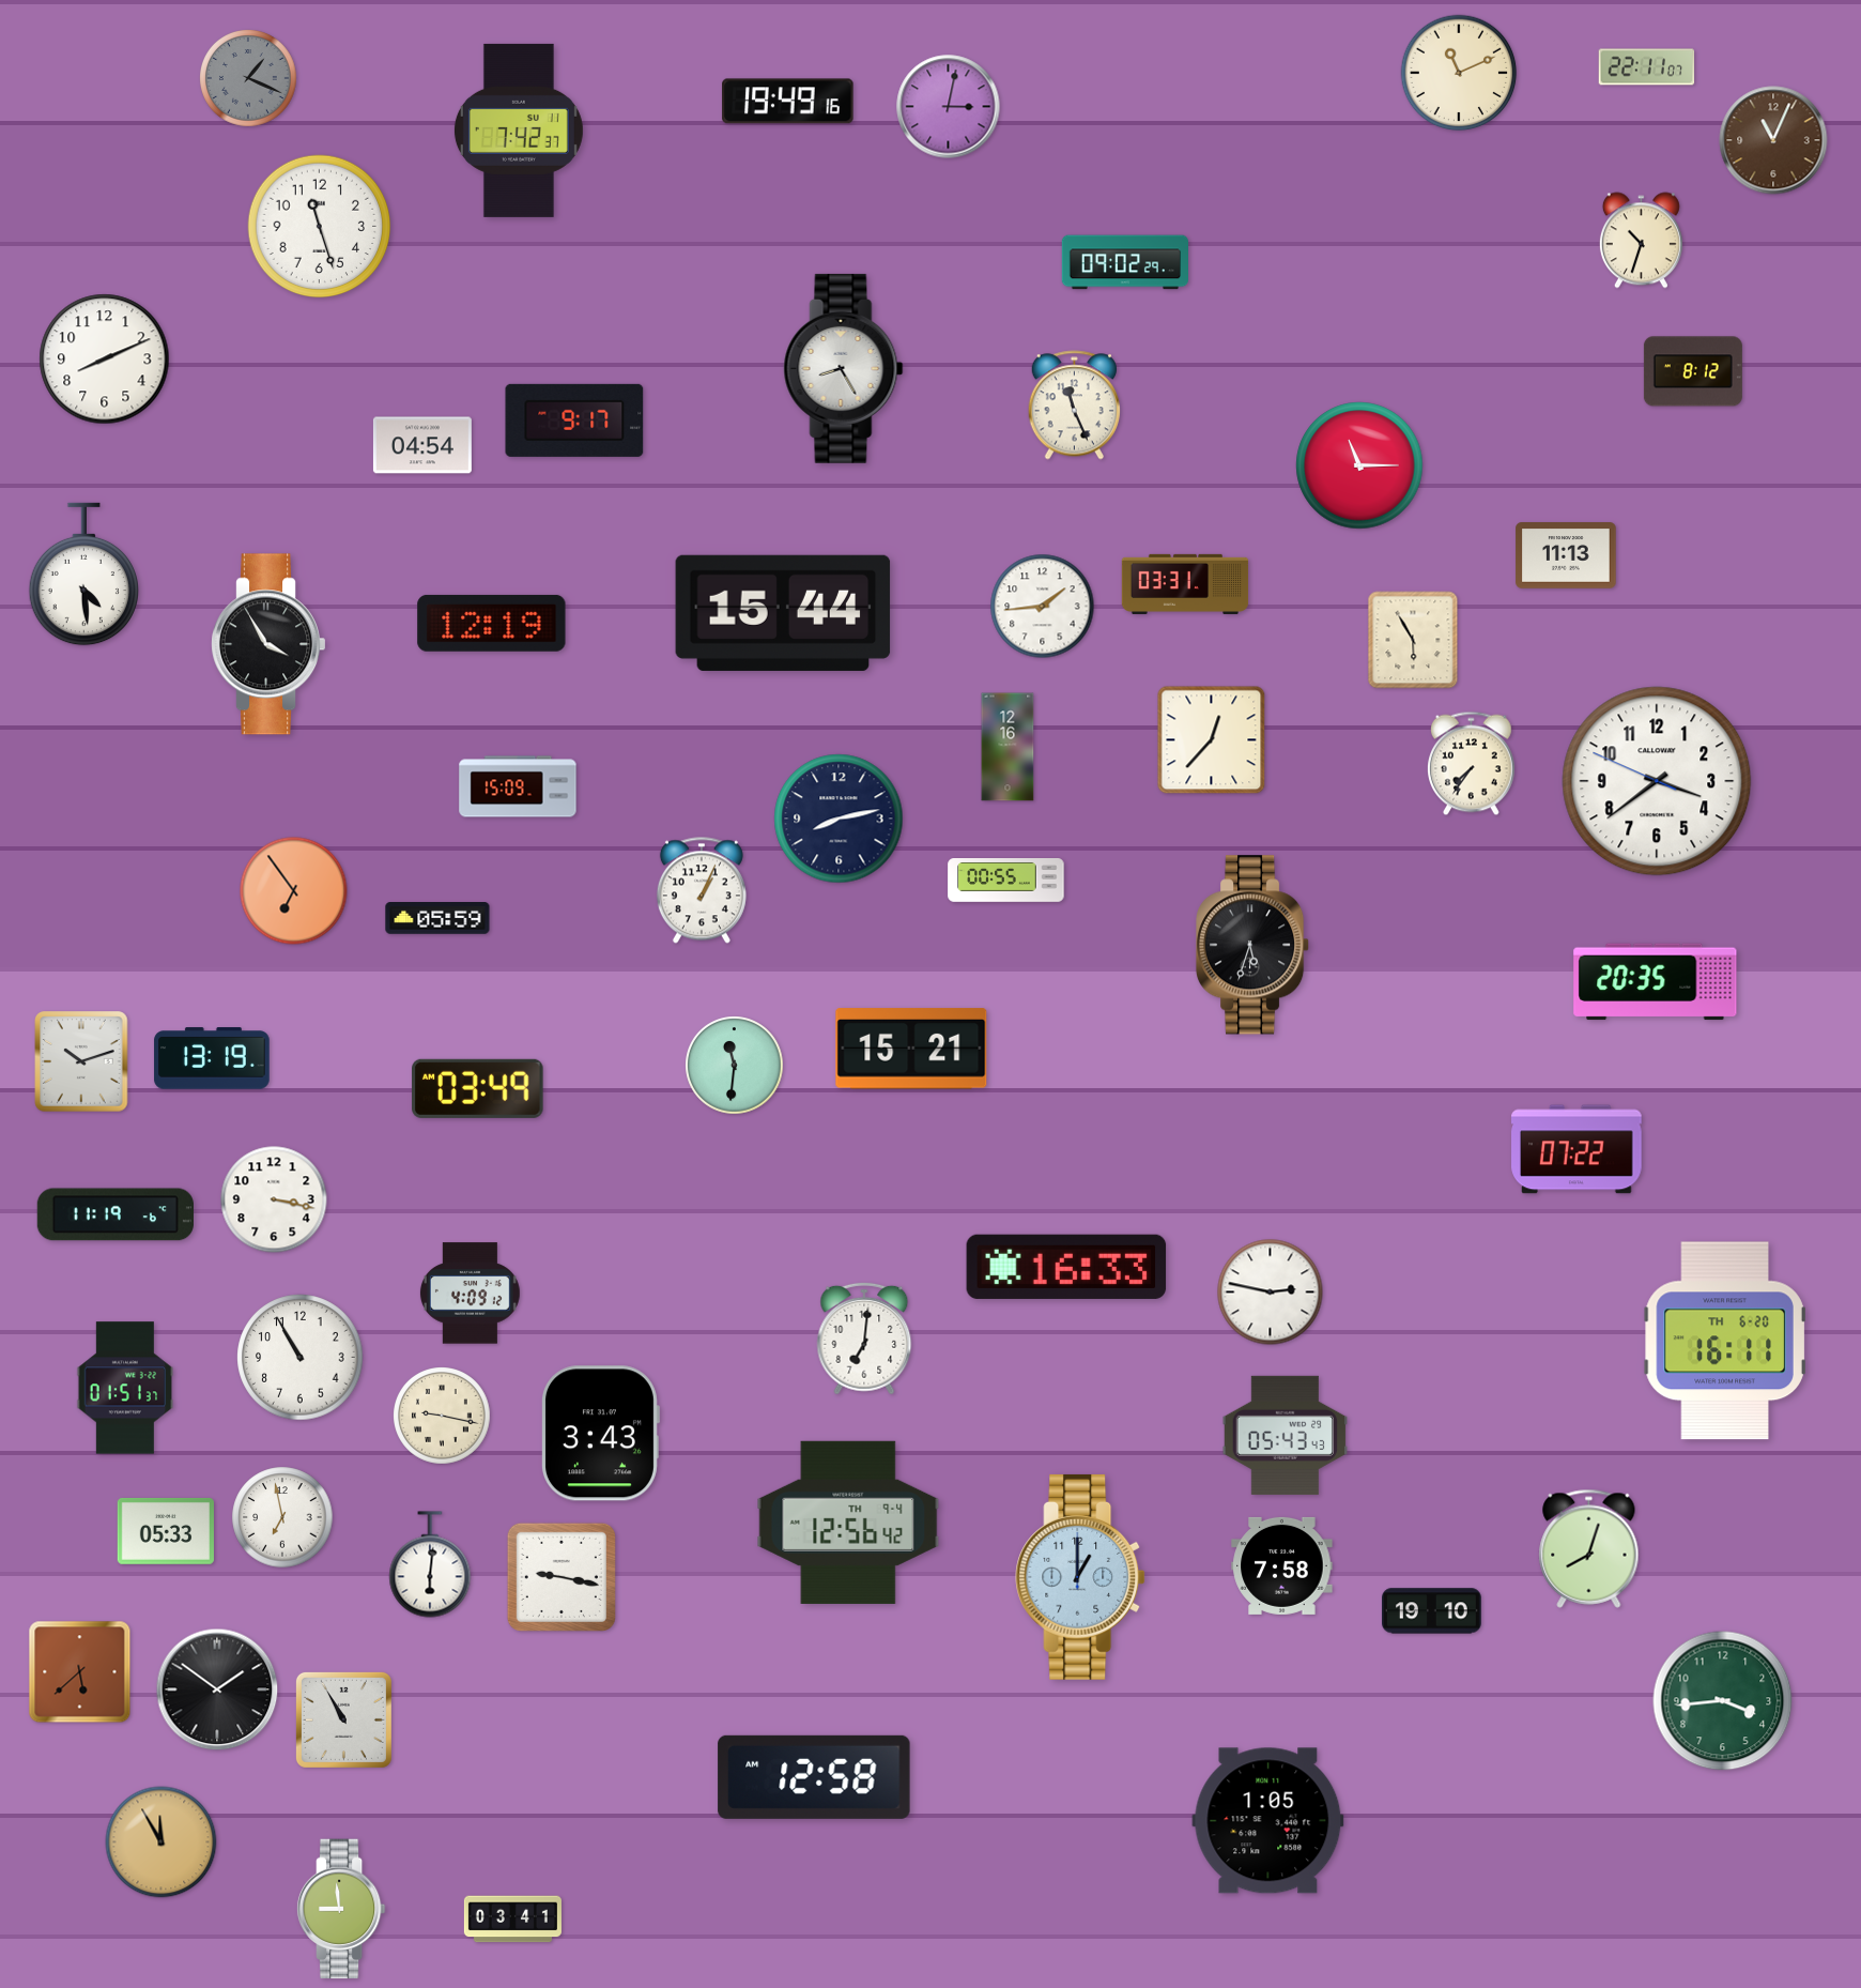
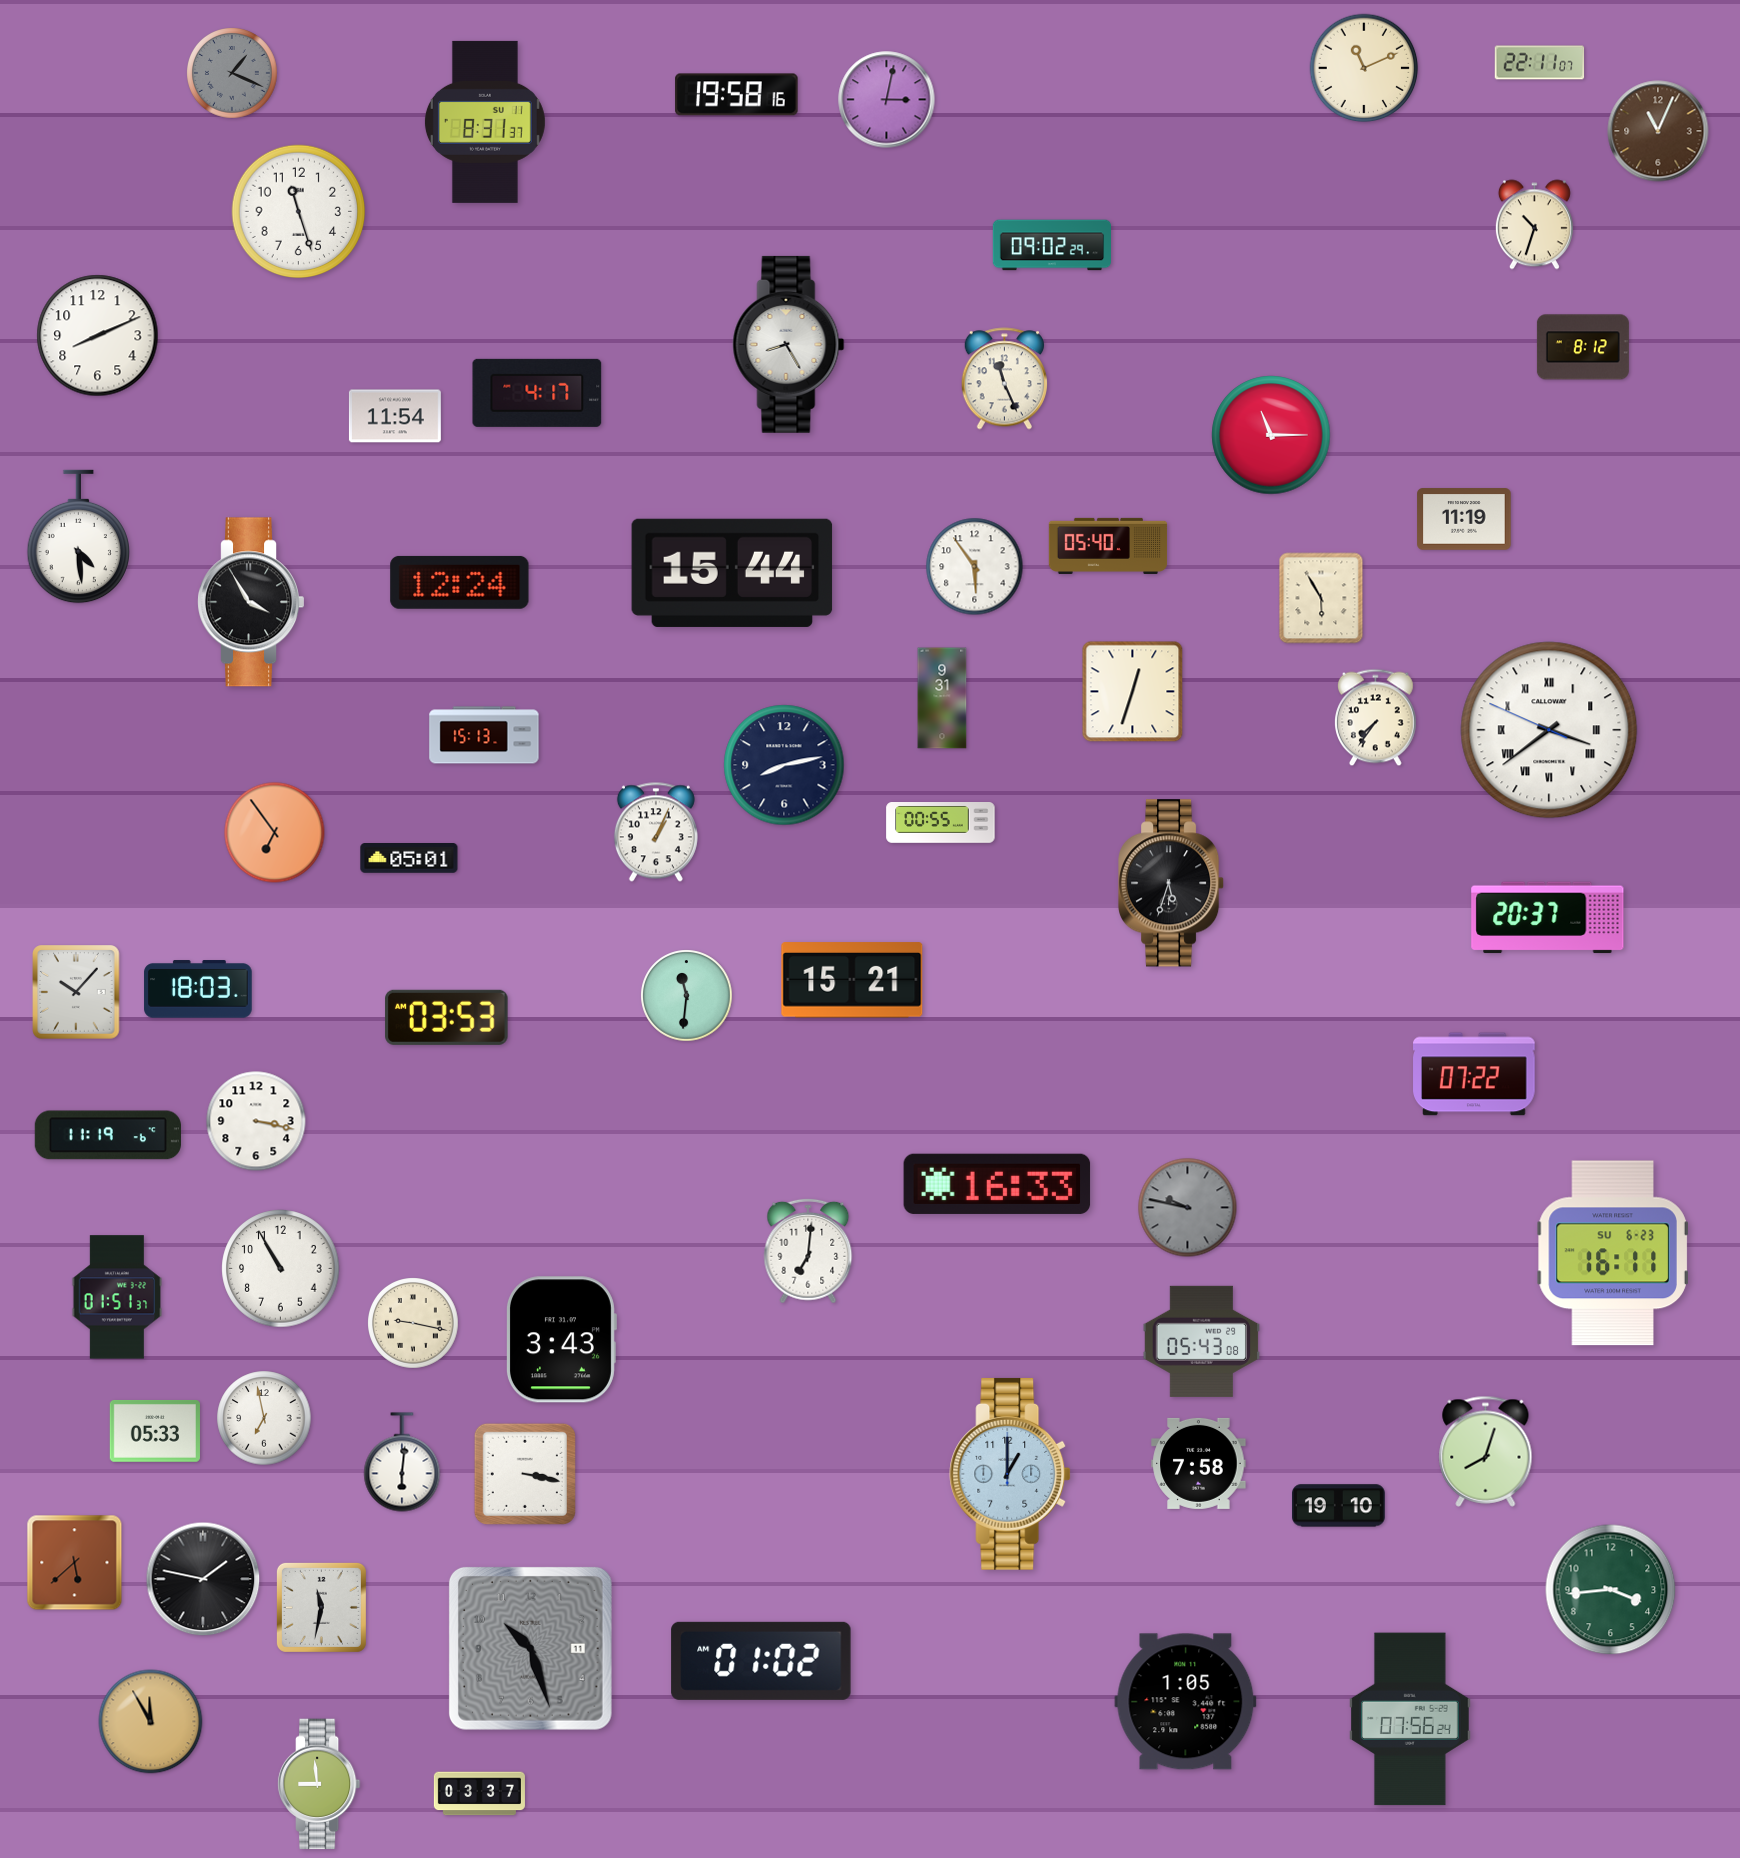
clock at (788, 102): 19:49 -> 19:58
clock at (519, 131): 7:42 -> 8:31
clock at (574, 420): 9:17 -> 4:17
clock at (422, 445): 04:54 -> 11:54
clock at (1566, 555): 11:13 -> 11:19
clock at (1185, 584): 03:31 -> 05:40
clock at (1043, 607): 1:44 -> 5:54
clock at (492, 623): 12:19 -> 12:24
clock at (1212, 740): 12:37 -> 12:33
clock at (1008, 747): 12:16 -> 9:31
clock at (1472, 764) position: (1472, 764) -> (1376, 718)
clock at (1657, 781) numerals: Arabic -> Roman
clock at (518, 786): 15:09 -> 15:13
clock at (437, 919): 05:59 -> 05:01
clock at (1656, 982): 20:35 -> 20:37
clock at (212, 1058): 13:19 -> 18:03
clock at (81, 1061): 10:12 -> 10:07
clock at (478, 1088): 03:49 -> 03:53
clock at (1271, 1293): 2:47 -> 9:47
clock at (1271, 1293) dial: white -> grey
clock at (470, 1294): 4:09 -> none
clock at (1725, 1341) date: TH 6-20 -> SU 6-23
clock at (1286, 1435): 05:43:43 -> 05:43:08
clock at (848, 1523): 12:56 -> none
clock at (1589, 1548) position: (1589, 1548) -> (1486, 1451)
clock at (562, 1577): 9:17 -> 3:17
clock at (217, 1689): 1:51 -> 1:47
clock at (343, 1719): 10:55 -> 11:32
clock at (530, 1648): none -> 10:27
clock at (814, 1777): 12:58 -> 01:02
clock at (1410, 1719): none -> 07:56
clock at (512, 1920): 03:41 -> 03:37
